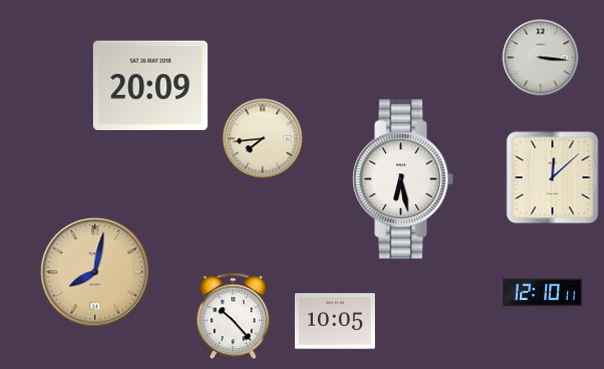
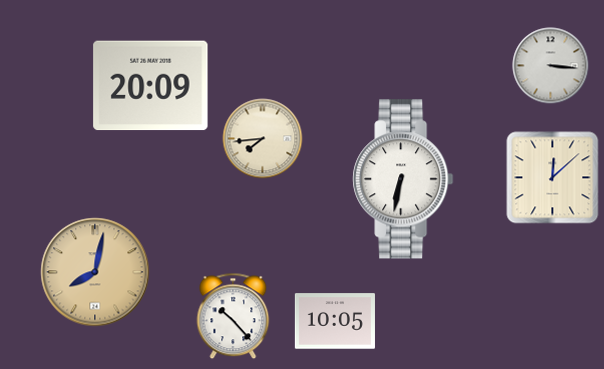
clock at (541, 58) position: (541, 58) -> (551, 66)
clock at (403, 179): 6:28 -> 6:32
clock at (542, 293): 12:10 -> none
